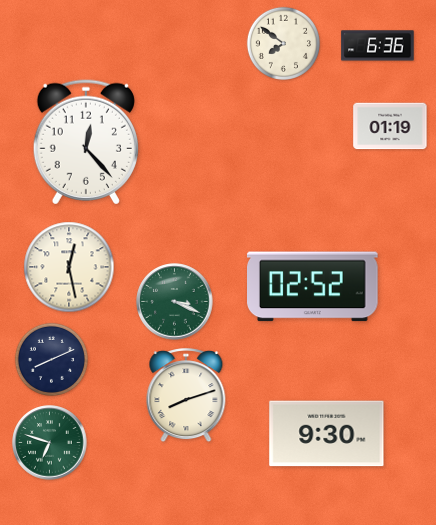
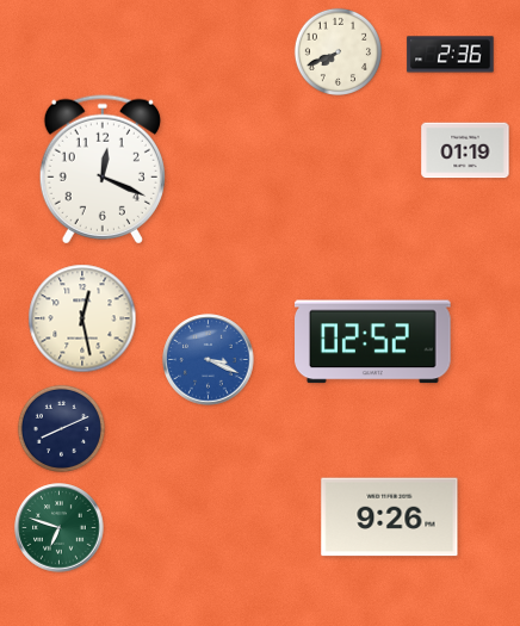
clock at (283, 43): 7:51 -> 7:41
clock at (378, 46): 6:36 -> 2:36
clock at (86, 142): 12:23 -> 12:19
clock at (175, 302) dial: green -> blue
clock at (186, 396): 8:12 -> none
clock at (327, 434): 9:30 -> 9:26
